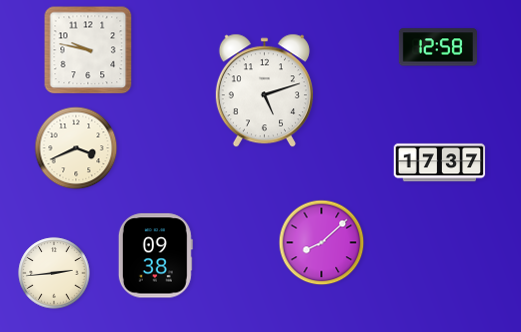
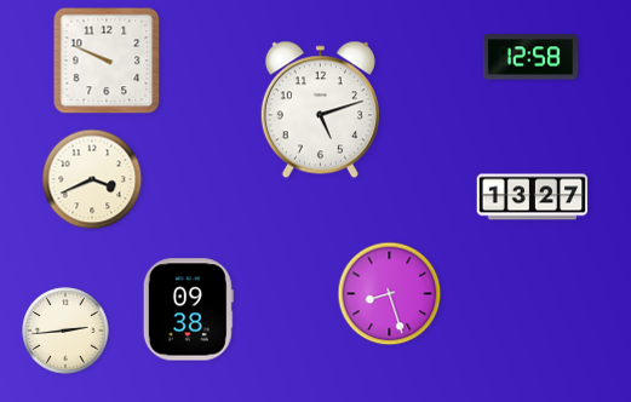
clock at (88, 50): 9:47 -> 9:49
clock at (440, 163): 17:37 -> 13:27
clock at (322, 243): 8:08 -> 8:27
